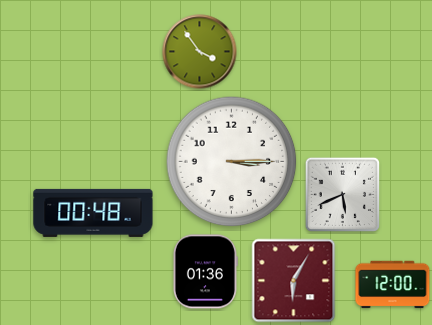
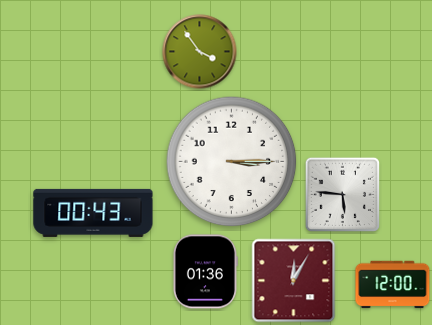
clock at (342, 194): 5:41 -> 5:46
clock at (93, 213): 00:48 -> 00:43
clock at (294, 281): 6:05 -> 12:05
